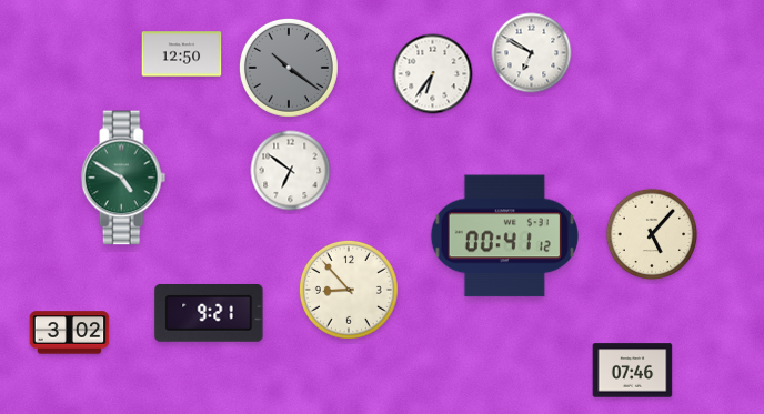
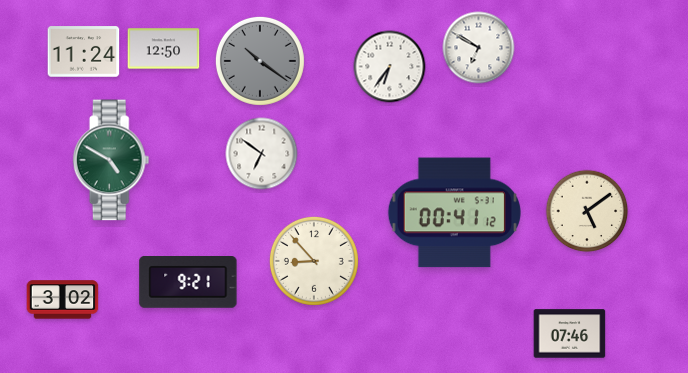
clock at (84, 52): none -> 11:24
clock at (652, 234): 5:07 -> 5:09
